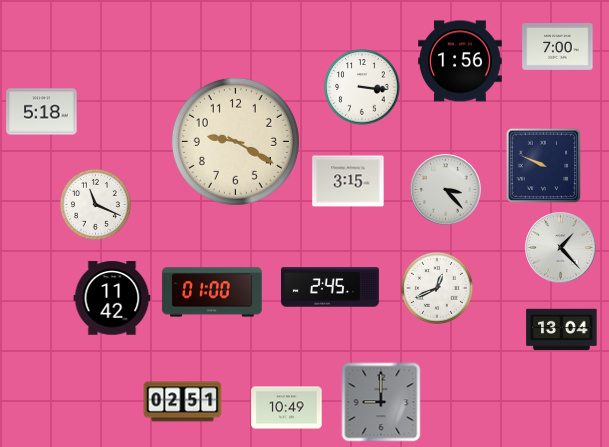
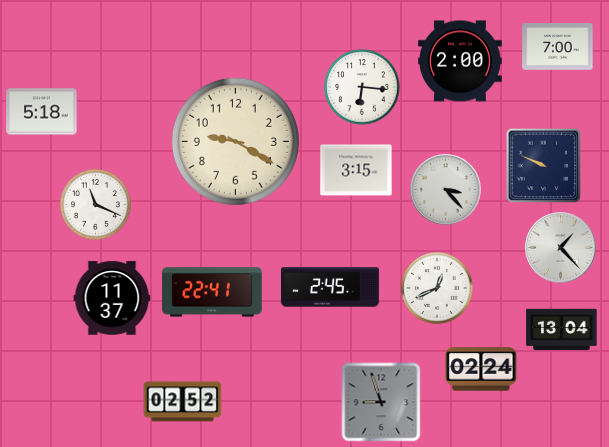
clock at (461, 61): 1:56 -> 2:00
clock at (362, 87): 3:16 -> 6:16
clock at (348, 181) position: (348, 181) -> (356, 170)
clock at (212, 292): 01:00 -> 22:41
clock at (112, 298): 11:42 -> 11:37
clock at (481, 369): none -> 02:24
clock at (183, 402): 02:51 -> 02:52
clock at (381, 402): 9:00 -> 8:57
clock at (287, 408): 10:49 -> none
